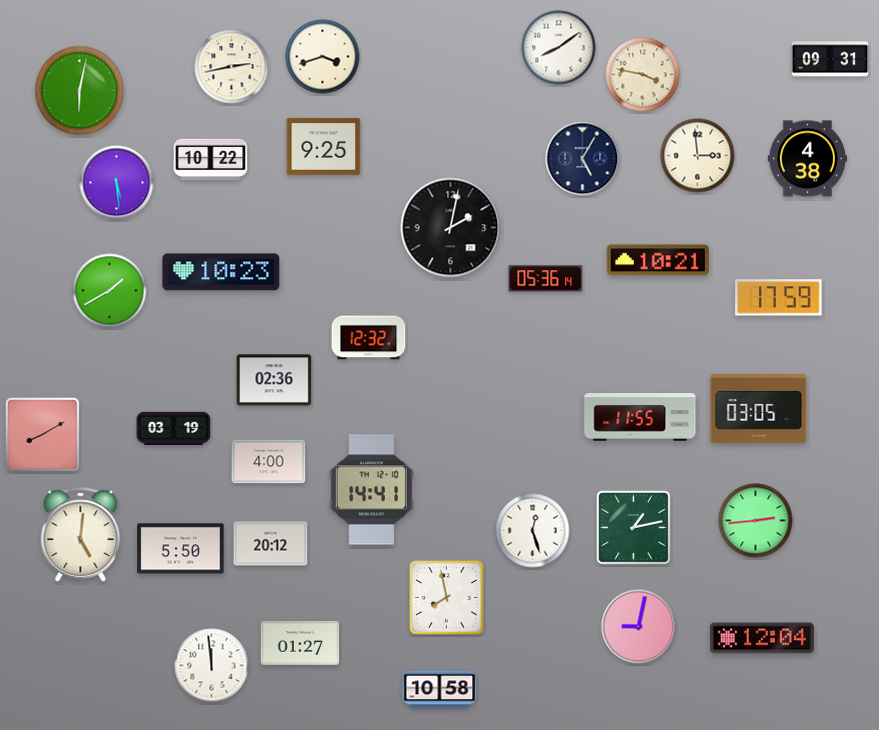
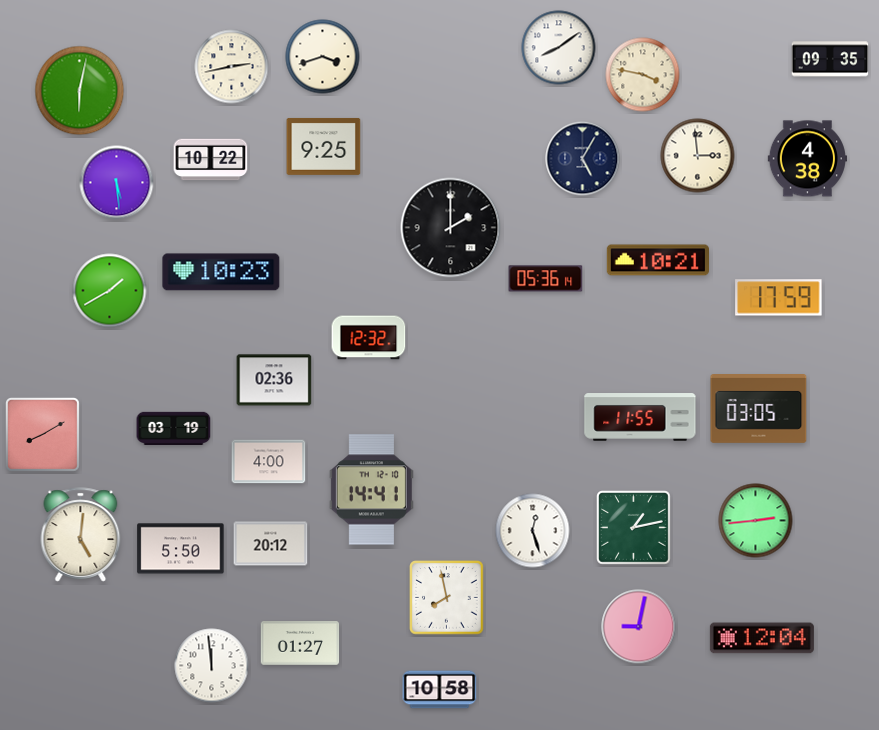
clock at (830, 59): 09:31 -> 09:35
clock at (451, 228): 2:02 -> 2:00
